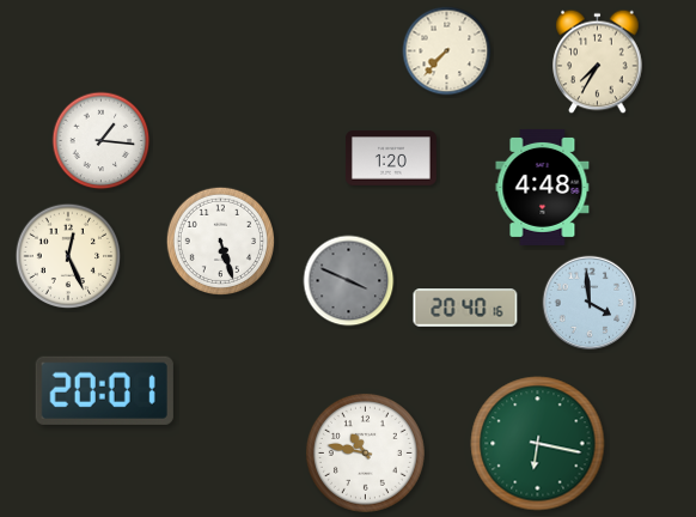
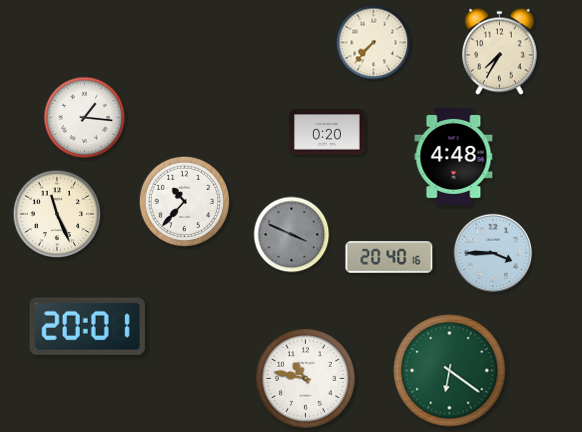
clock at (391, 158): 1:20 -> 0:20
clock at (220, 241): 5:27 -> 10:37
clock at (68, 256): 12:26 -> 11:26
clock at (590, 303): 3:59 -> 3:45
clock at (538, 444): 6:17 -> 6:21
